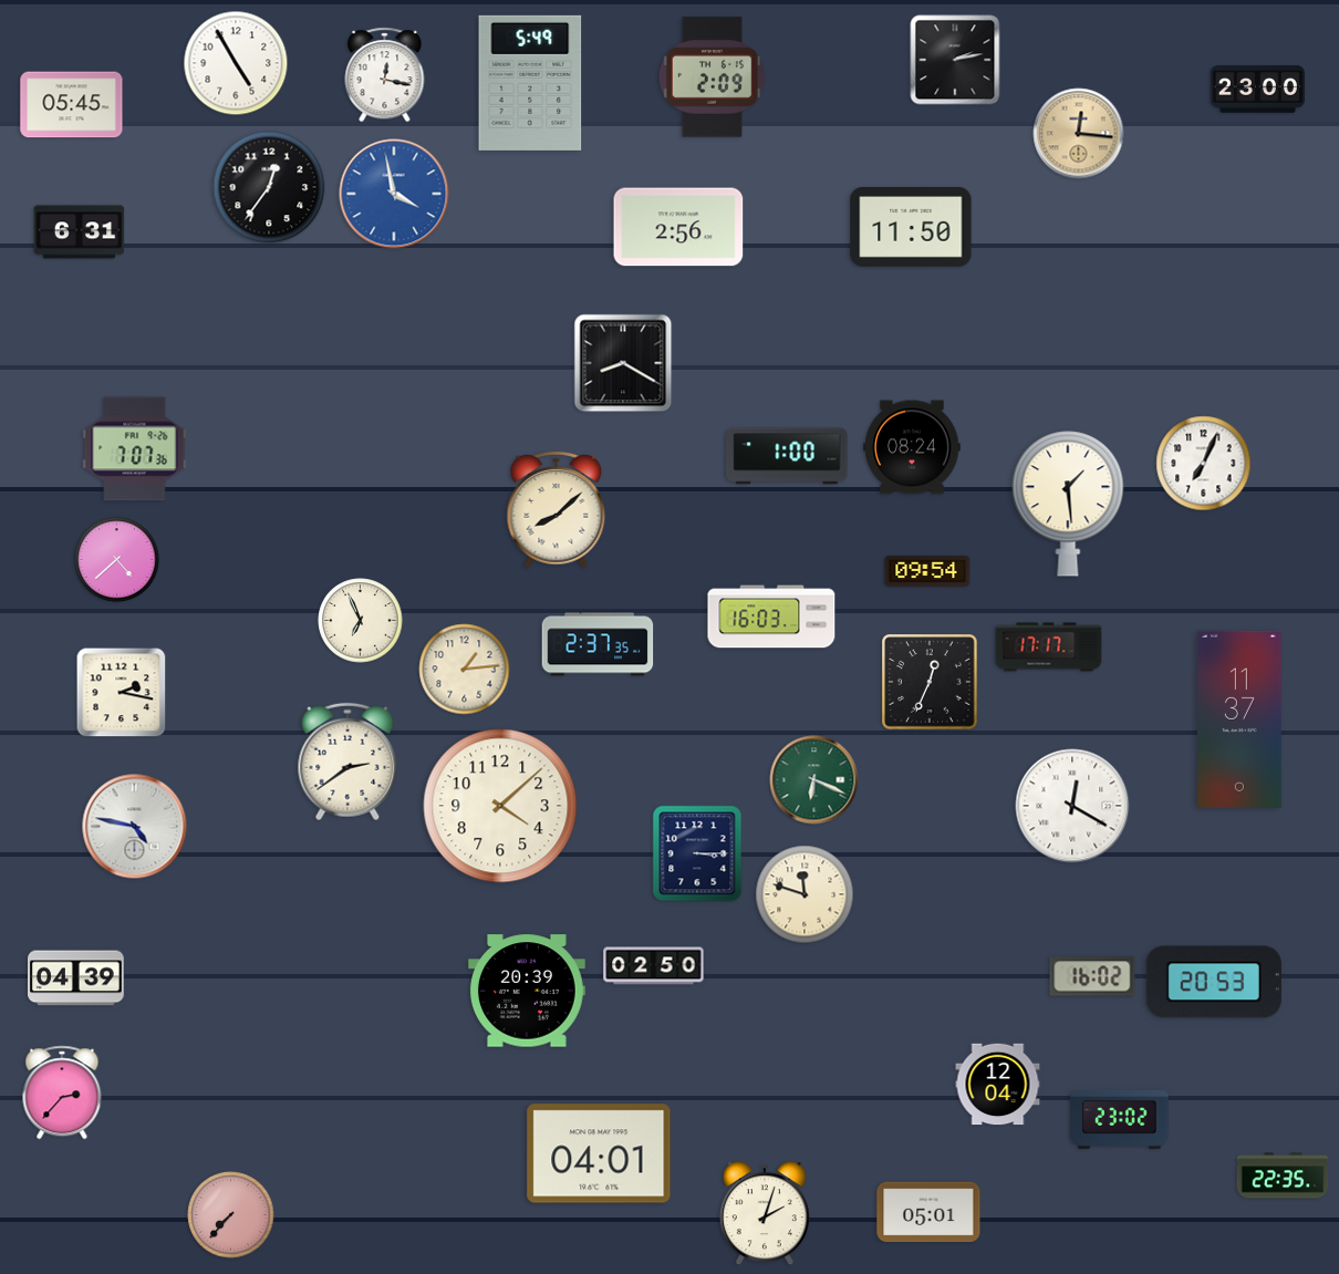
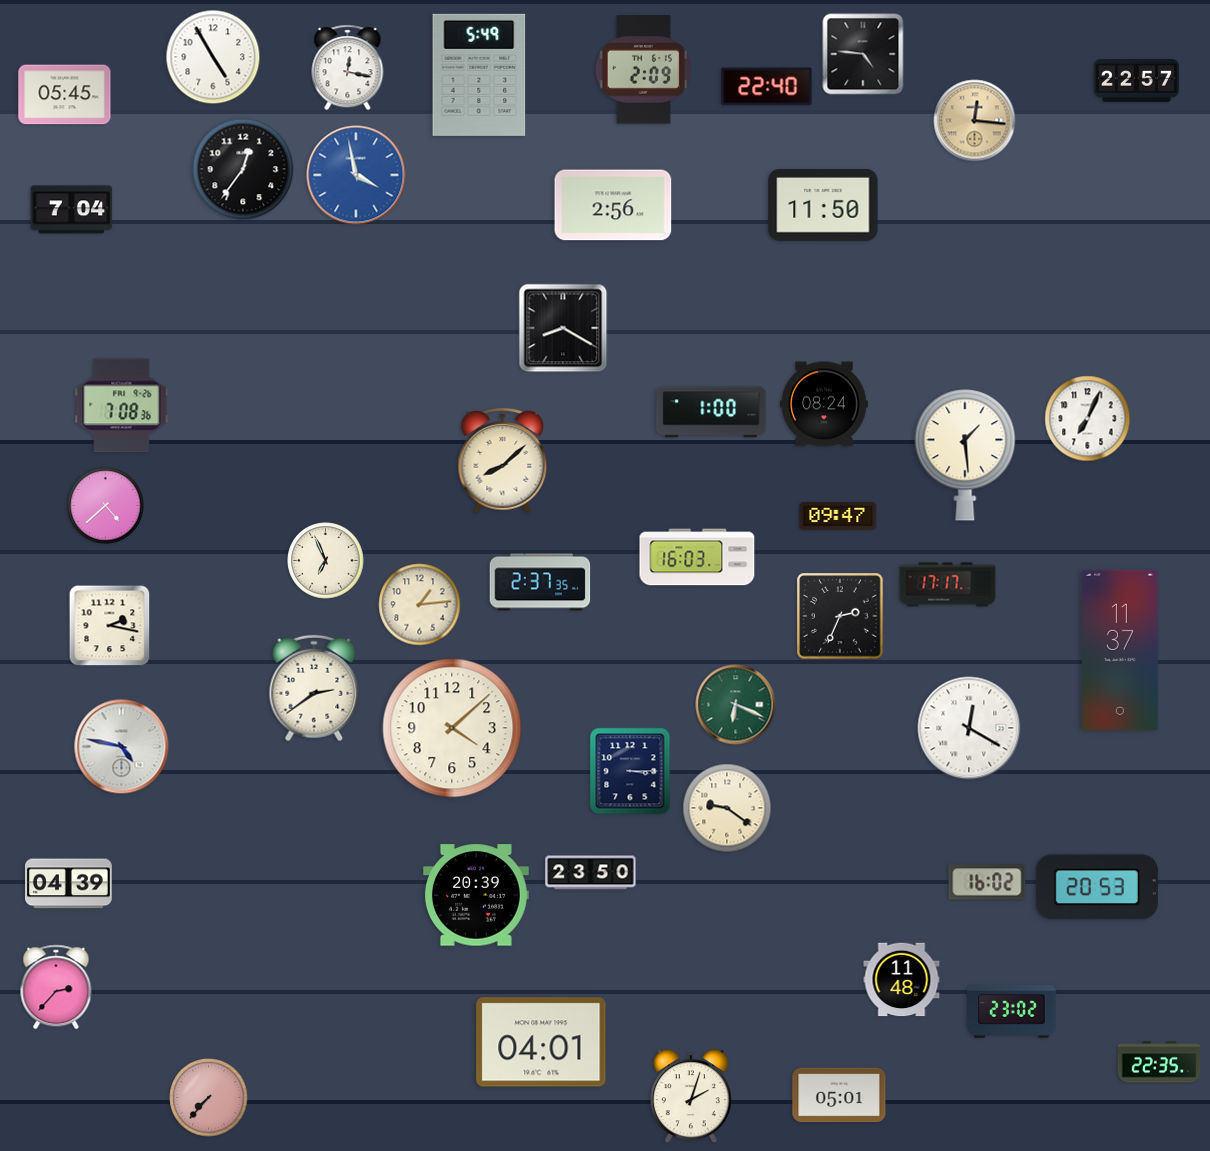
clock at (955, 60): 2:13 -> 4:46
clock at (1257, 90): 23:00 -> 22:57
clock at (767, 87): none -> 22:40
clock at (80, 232): 6:31 -> 7:04
clock at (135, 449): 7:07 -> 7:08
clock at (927, 571): 09:54 -> 09:47
clock at (930, 682): 12:34 -> 2:34
clock at (805, 894): 11:48 -> 9:21
clock at (654, 966): 02:50 -> 23:50
clock at (998, 1085): 12:04 -> 11:48
